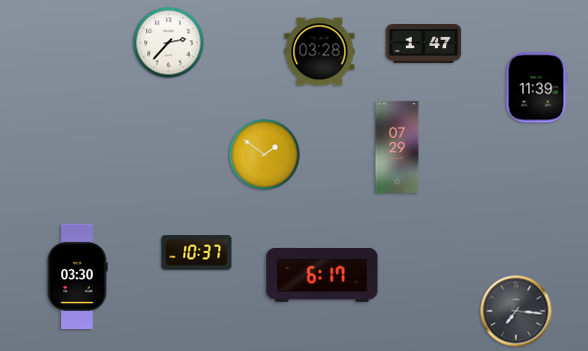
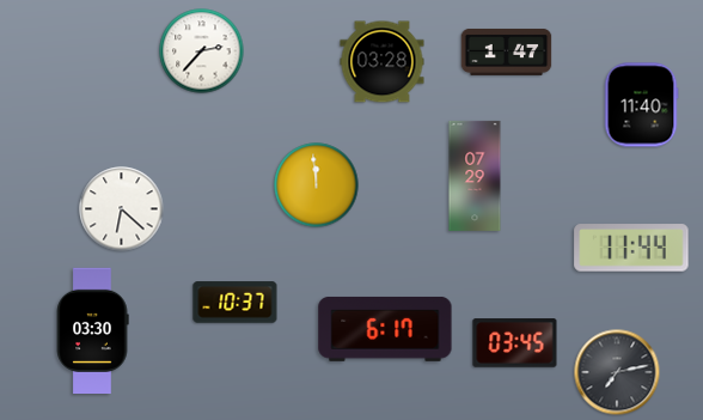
clock at (536, 88): 11:39 -> 11:40
clock at (265, 155): 1:51 -> 11:59
clock at (122, 209): none -> 6:22
clock at (631, 248): none -> 11:44
clock at (515, 343): none -> 03:45
clock at (516, 311): 7:16 -> 7:13
